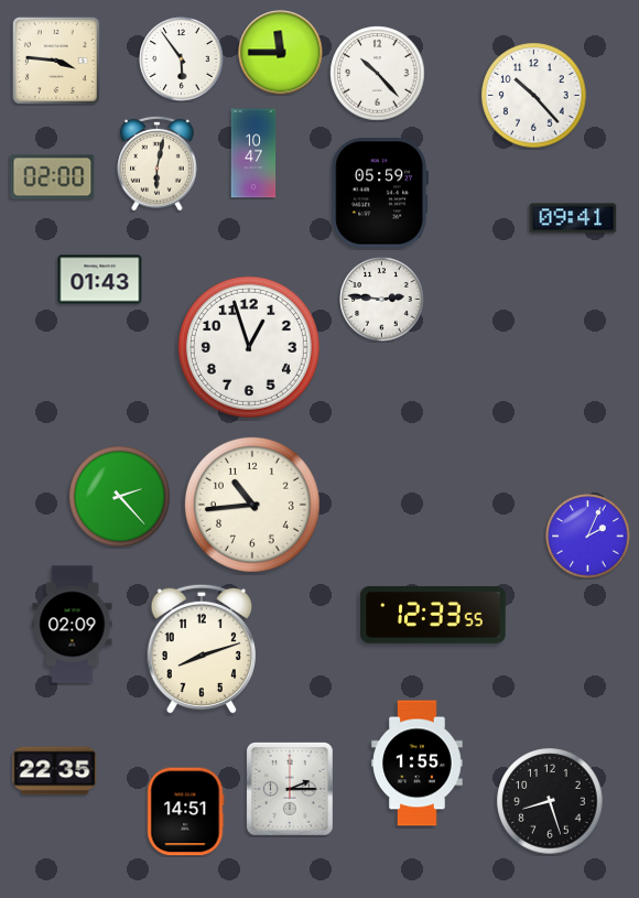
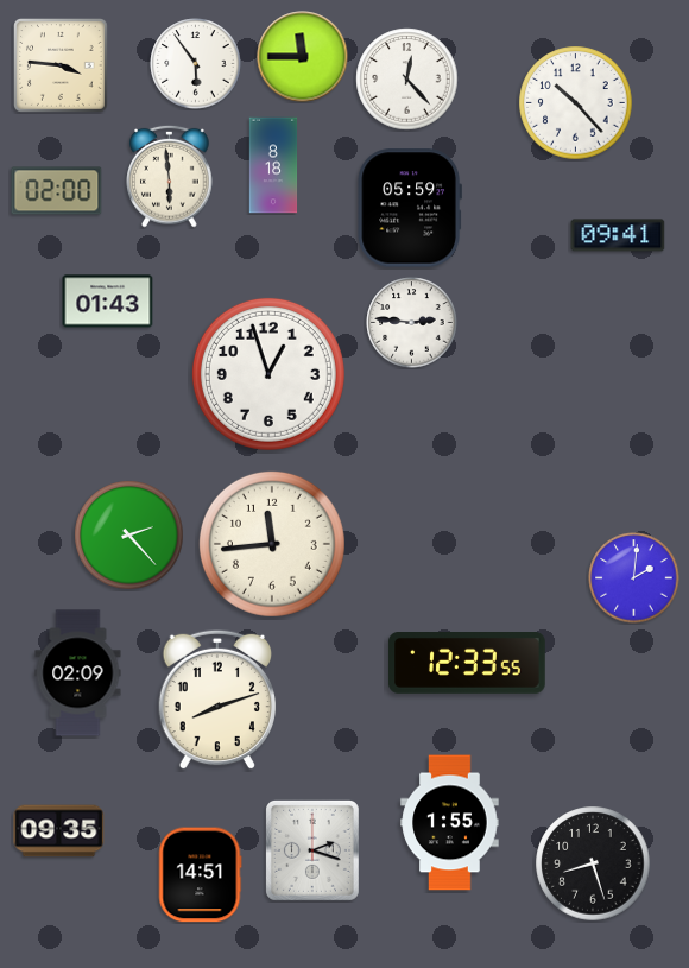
clock at (378, 74): 10:23 -> 12:23
clock at (253, 153): 10:47 -> 8:18
clock at (158, 163): 6:02 -> 5:59
clock at (252, 505): 10:44 -> 11:44
clock at (588, 537): 2:04 -> 2:01
clock at (55, 771): 22:35 -> 09:35
clock at (290, 789): 2:15 -> 2:18
